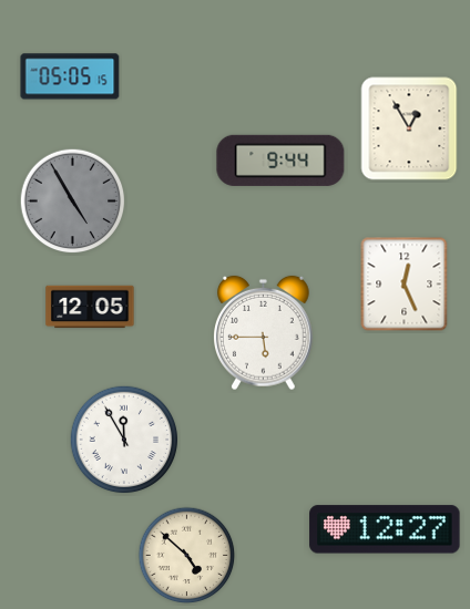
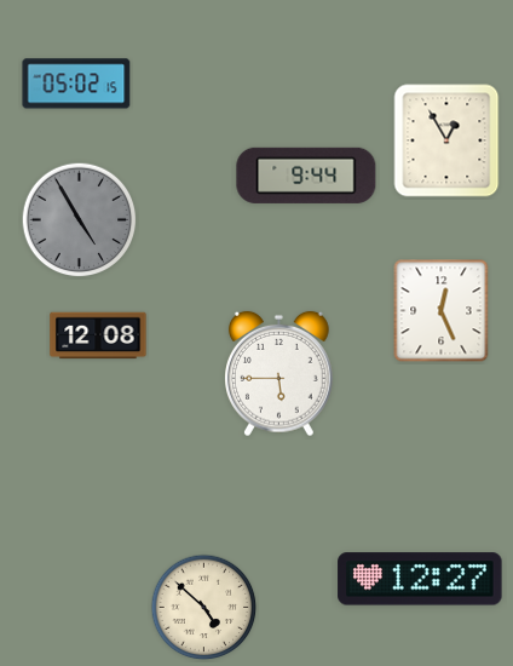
clock at (70, 76): 05:05 -> 05:02
clock at (90, 307): 12:05 -> 12:08
clock at (264, 333) position: (264, 333) -> (279, 374)
clock at (124, 440): 11:55 -> none
